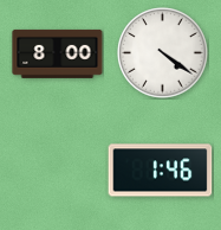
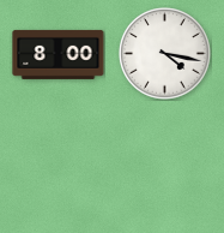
clock at (163, 53): 4:21 -> 4:17
clock at (161, 171): 1:46 -> none
